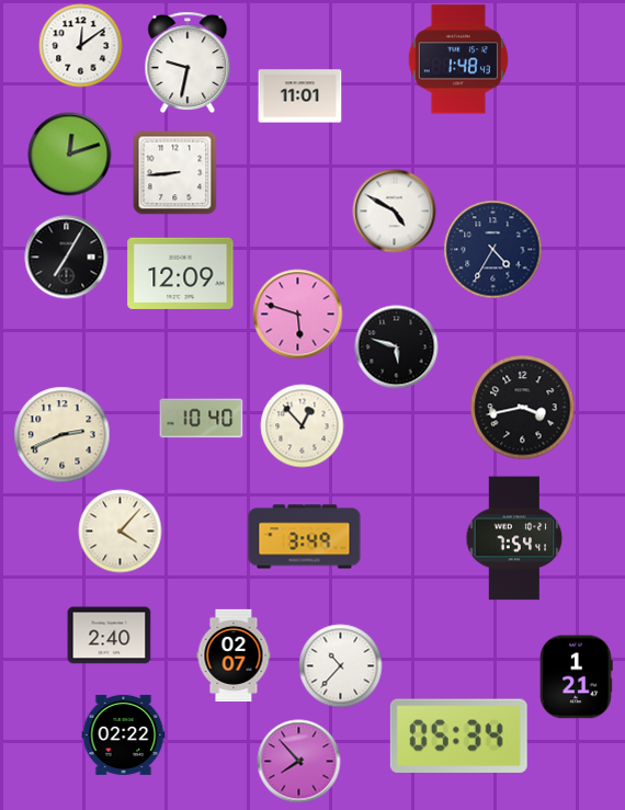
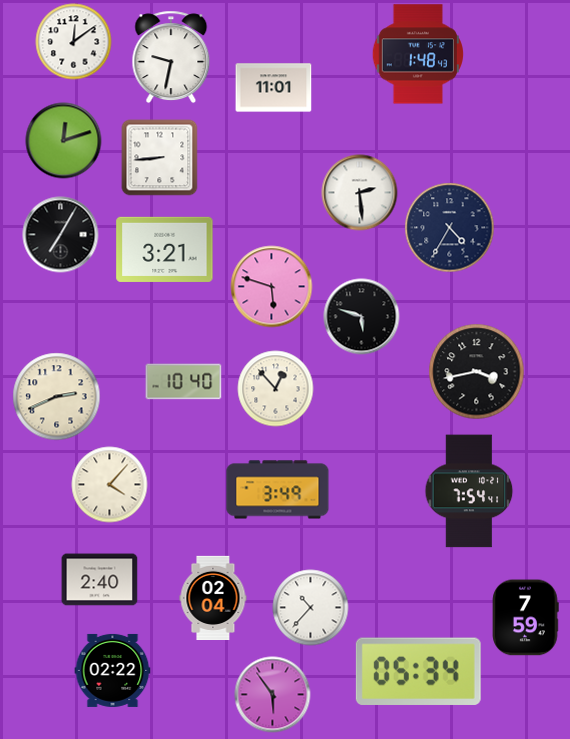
clock at (395, 212): 4:50 -> 2:29
clock at (181, 273): 12:09 -> 3:21
clock at (234, 654): 02:07 -> 02:04
clock at (577, 677): 1:21 -> 7:59
clock at (299, 762): 7:53 -> 5:54
